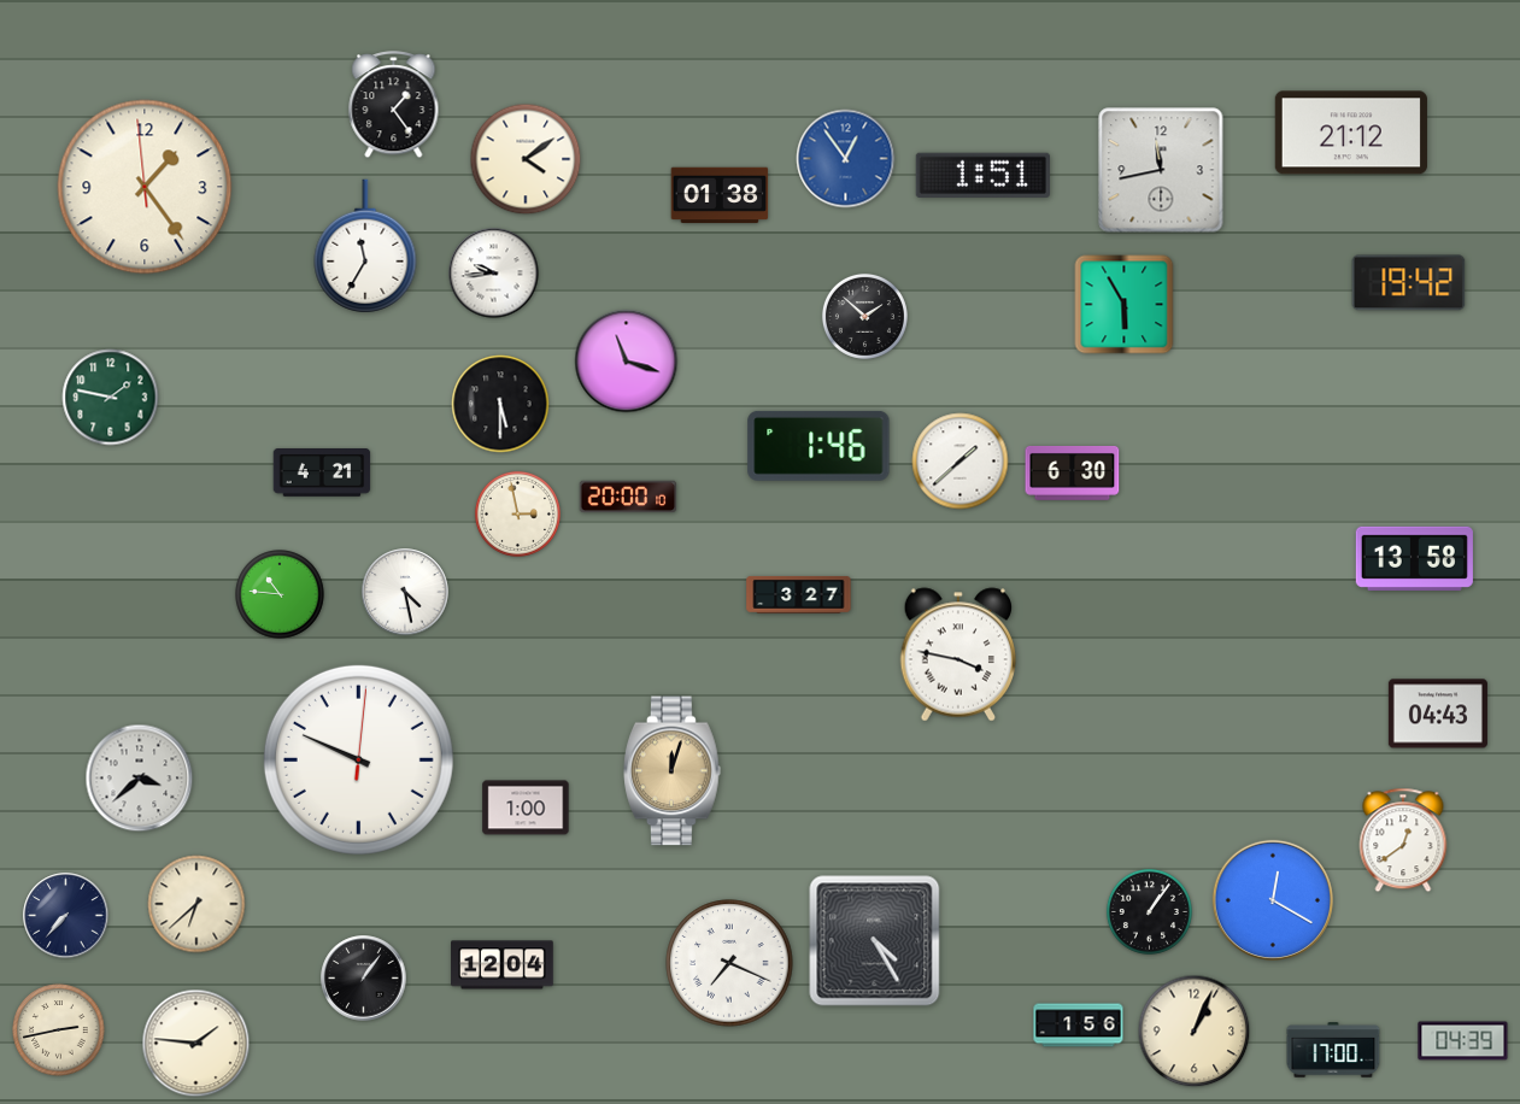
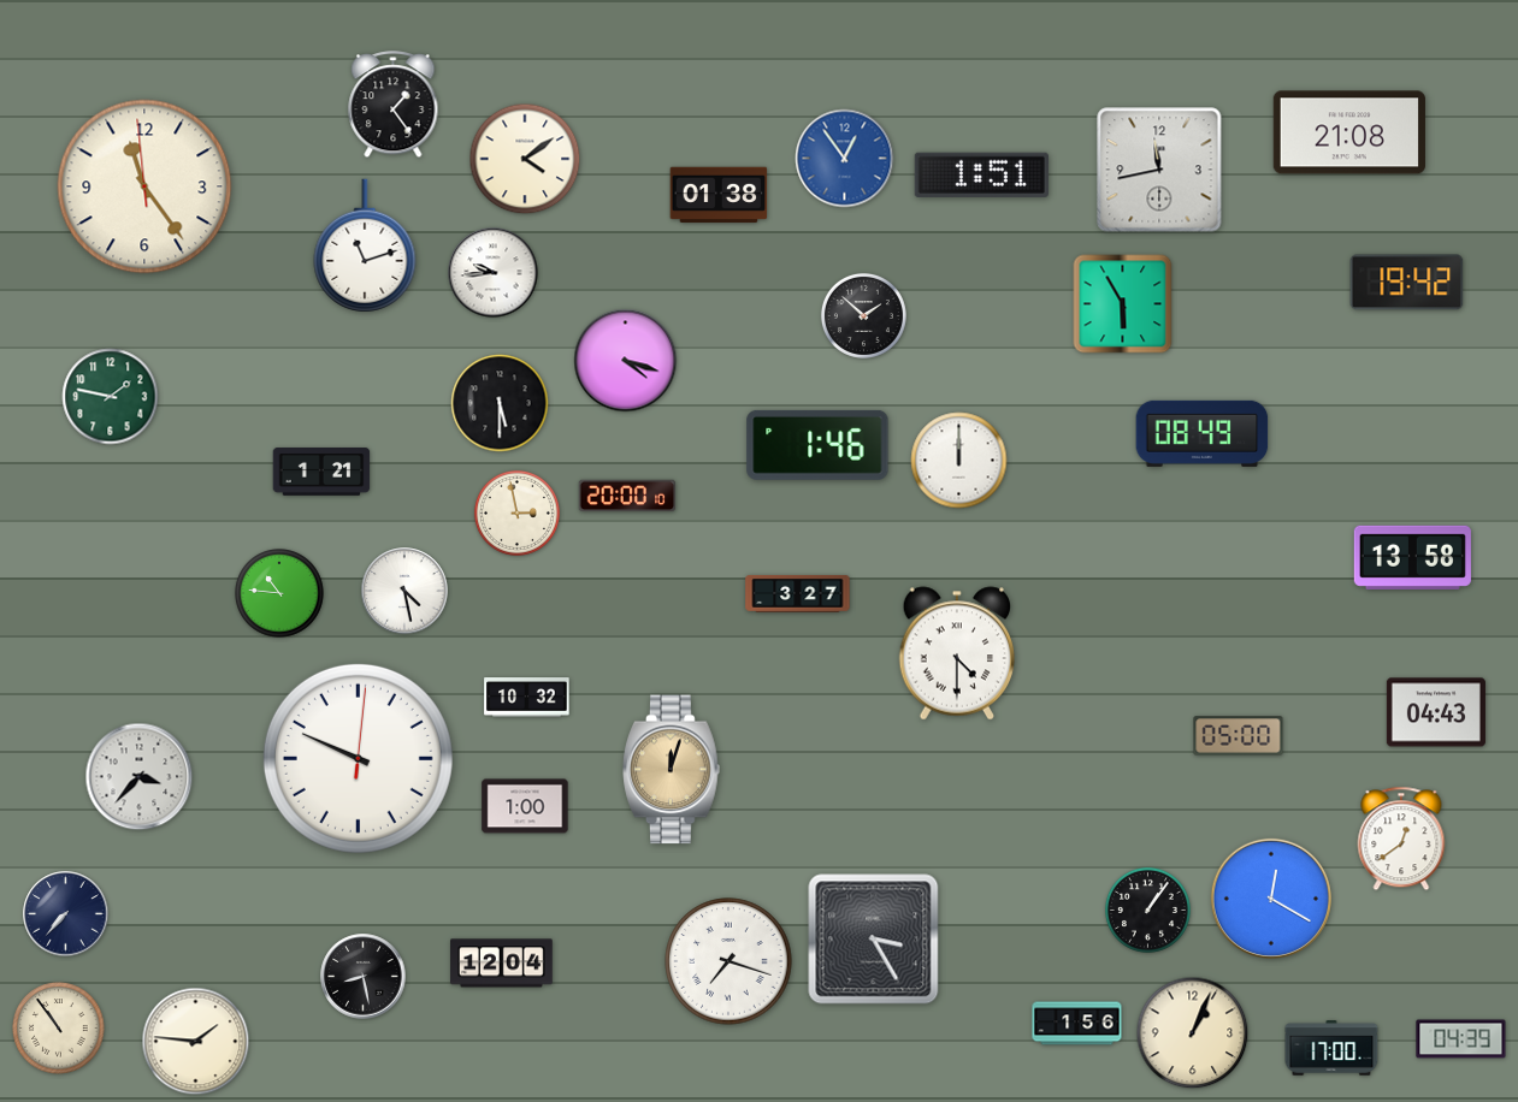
clock at (1351, 133): 21:12 -> 21:08
clock at (145, 187): 1:23 -> 11:23
clock at (365, 246): 11:35 -> 11:12
clock at (627, 362): 11:18 -> 4:18
clock at (1203, 433): none -> 08:49
clock at (961, 462): 1:38 -> 12:00
clock at (1073, 472): 6:30 -> none
clock at (322, 474): 4:21 -> 1:21
clock at (958, 654): 3:47 -> 4:30
clock at (527, 698): none -> 10:32
clock at (1239, 736): none -> 05:00
clock at (140, 779): 3:38 -> 3:37
clock at (196, 904): 6:38 -> none
clock at (875, 941): 4:25 -> 3:25
clock at (729, 963): 7:19 -> 7:18
clock at (364, 979): 1:06 -> 8:28
clock at (59, 1030): 2:43 -> 10:54
clock at (1195, 1032) position: (1195, 1032) -> (1193, 1033)
